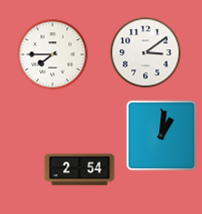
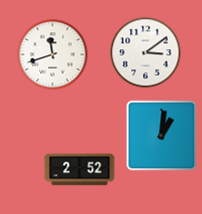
clock at (53, 55): 7:45 -> 11:42
clock at (80, 170): 2:54 -> 2:52
